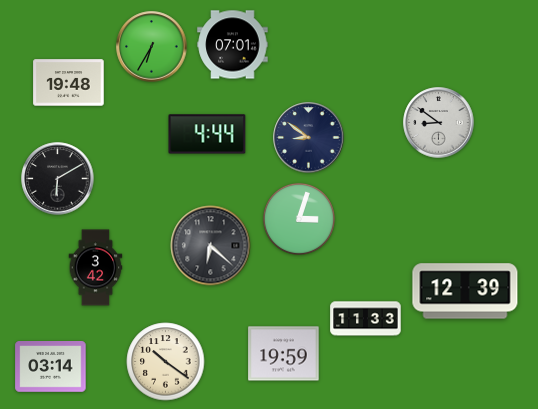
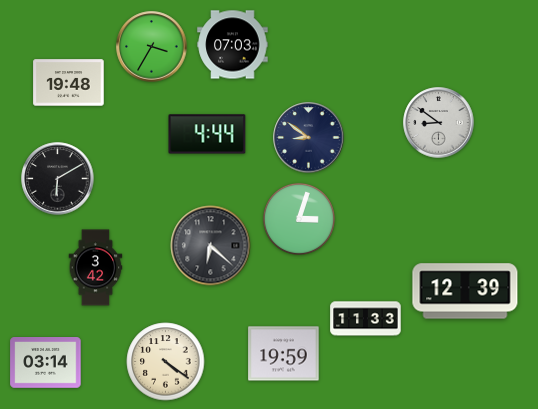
clock at (233, 45): 07:01 -> 07:03
clock at (152, 47): 6:35 -> 3:35
clock at (166, 362): 10:21 -> 4:21
clock at (51, 367) position: (51, 367) -> (46, 363)
